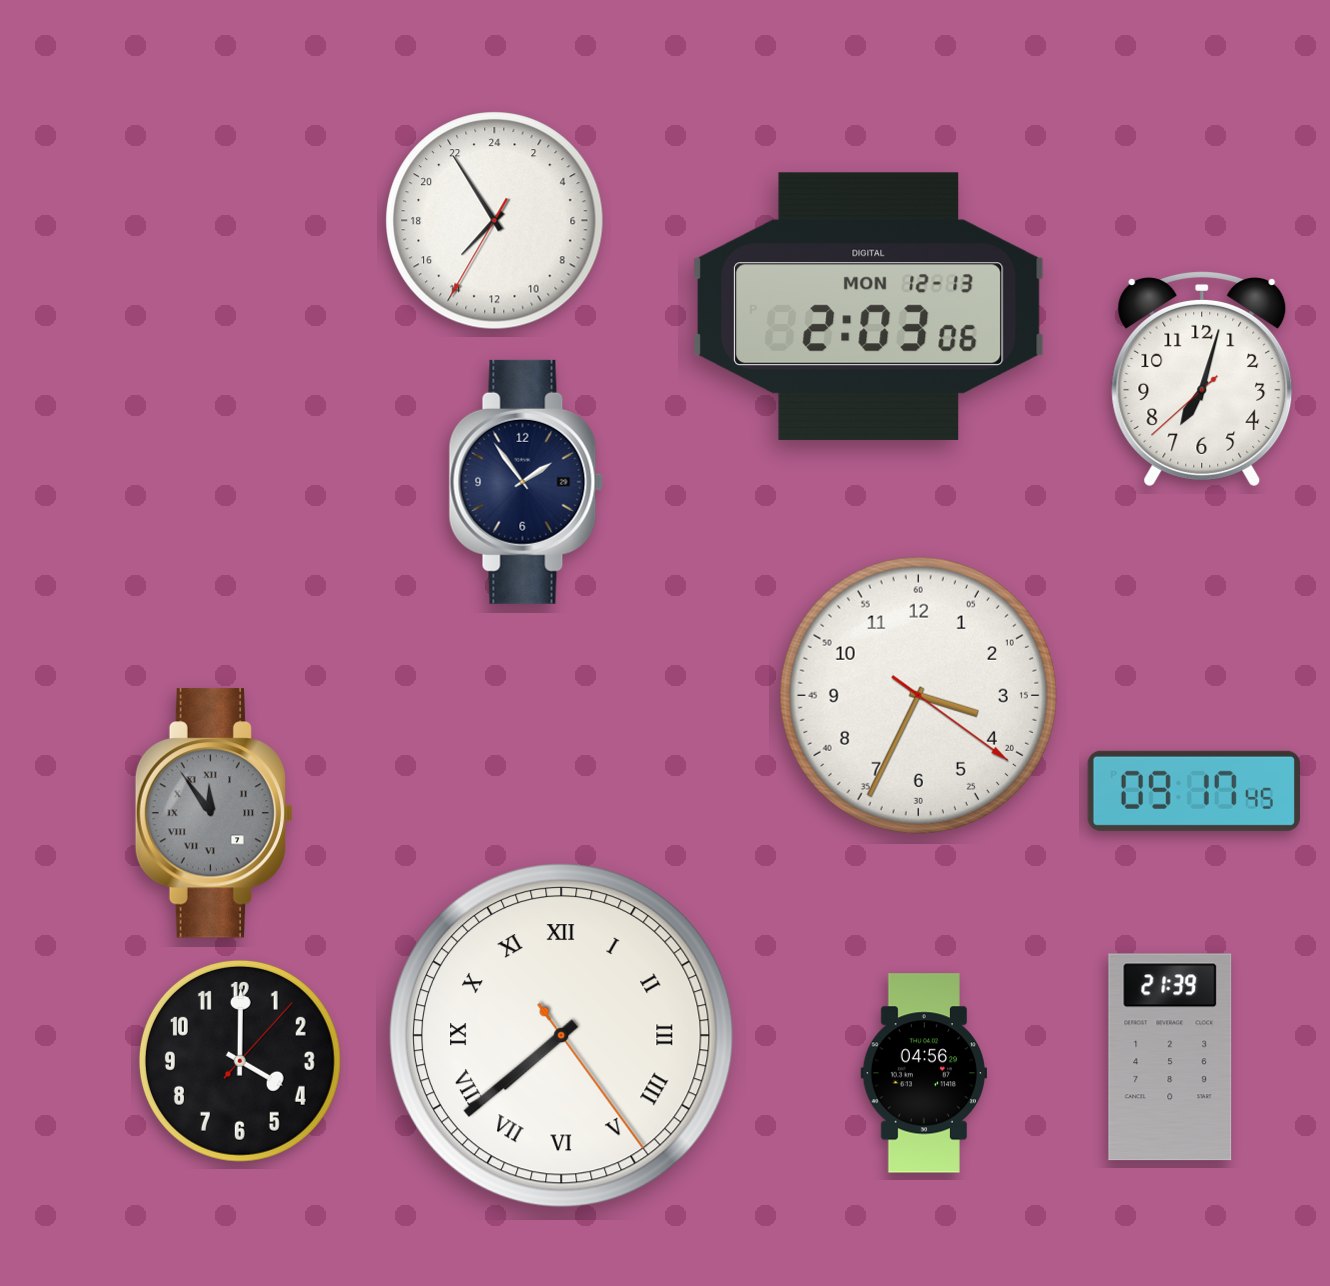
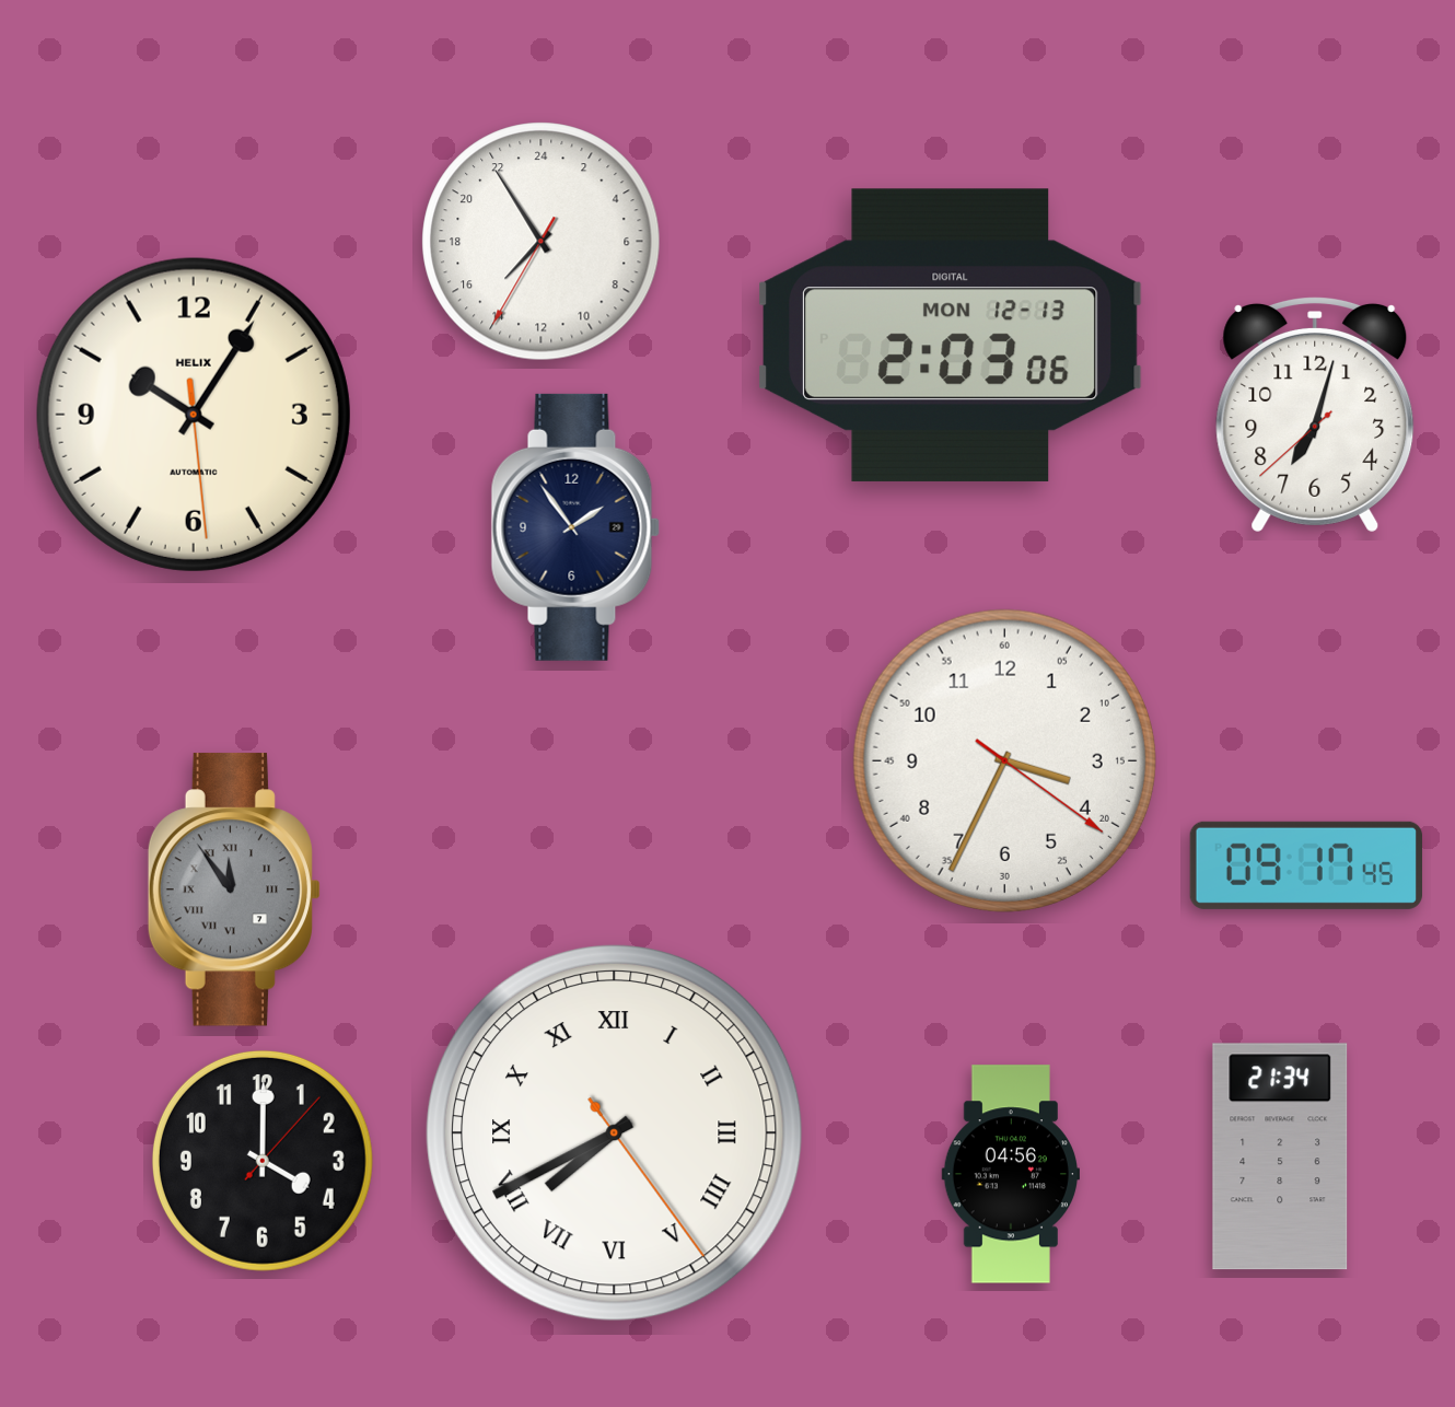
clock at (194, 415): none -> 10:05
clock at (561, 1035): 7:38 -> 7:40
clock at (1170, 1057): 21:39 -> 21:34
